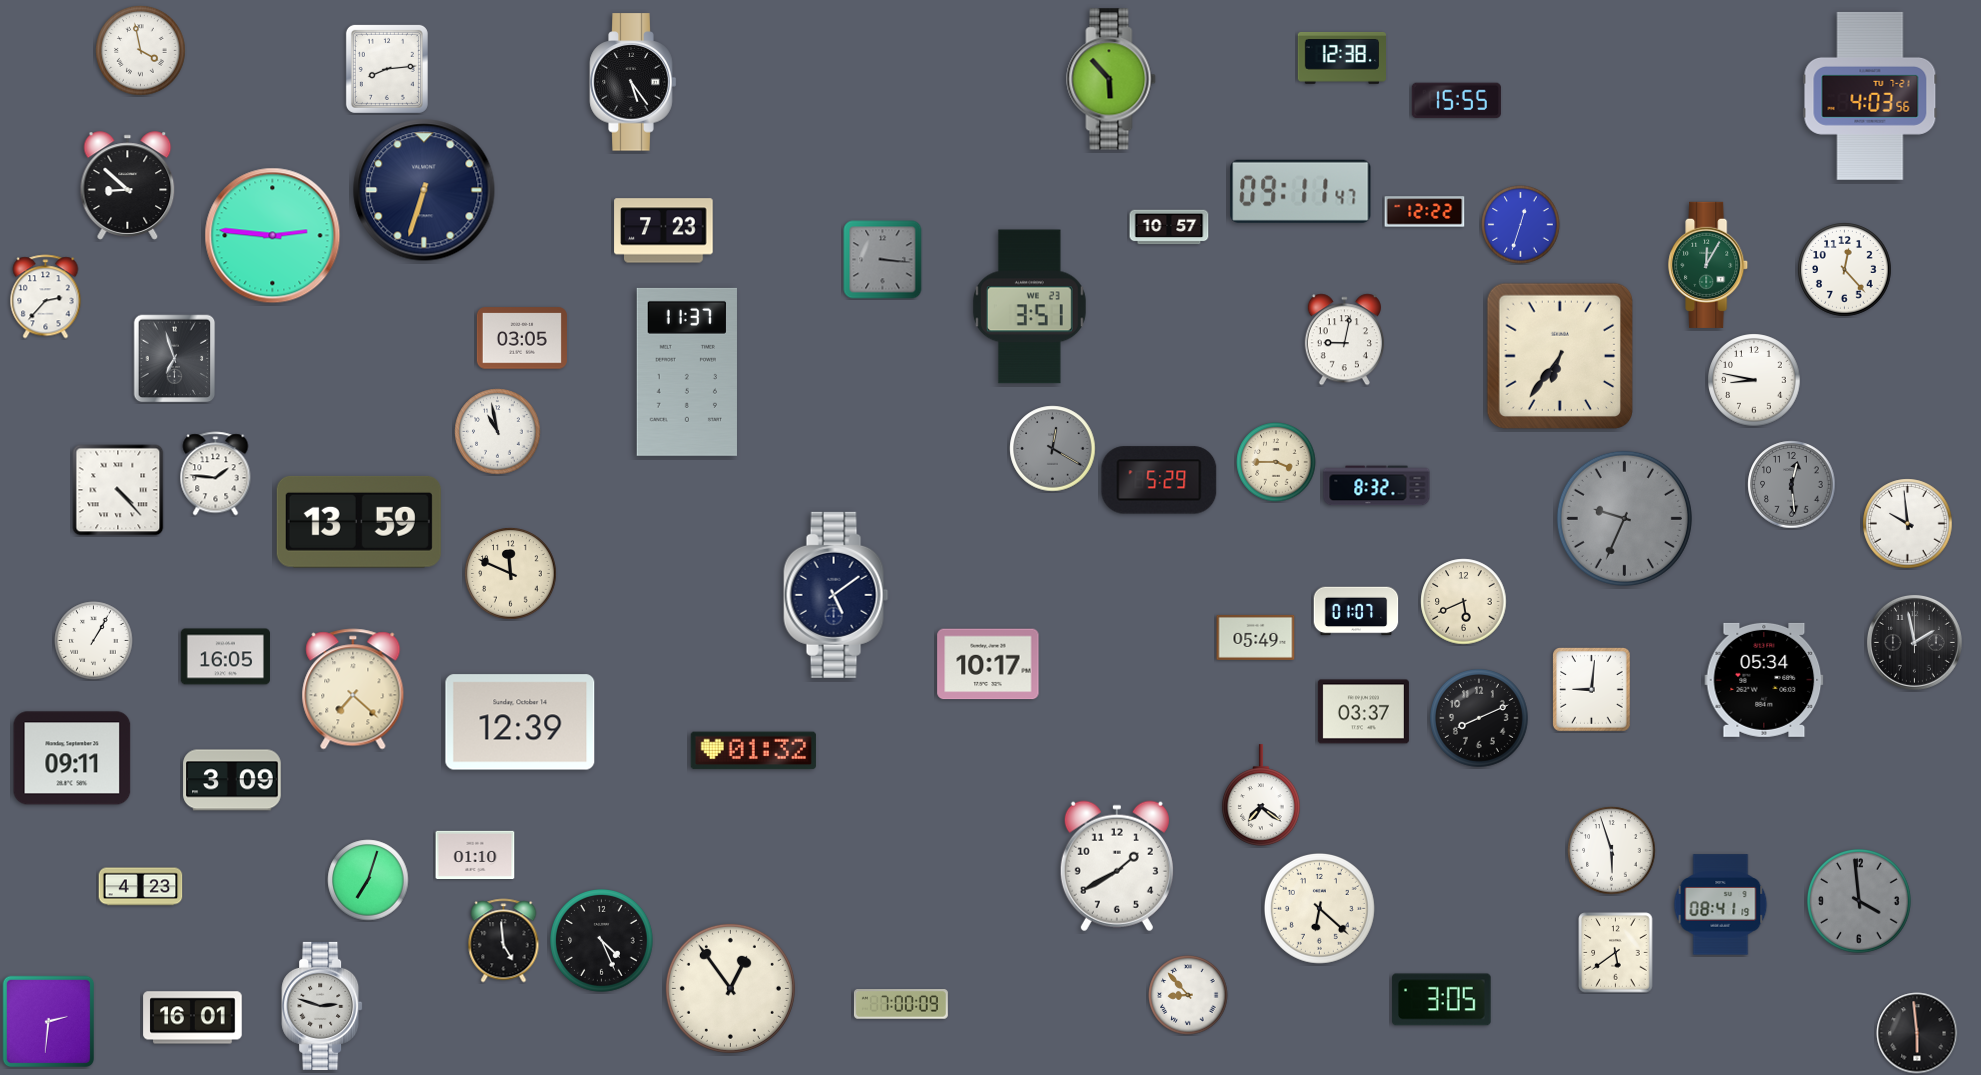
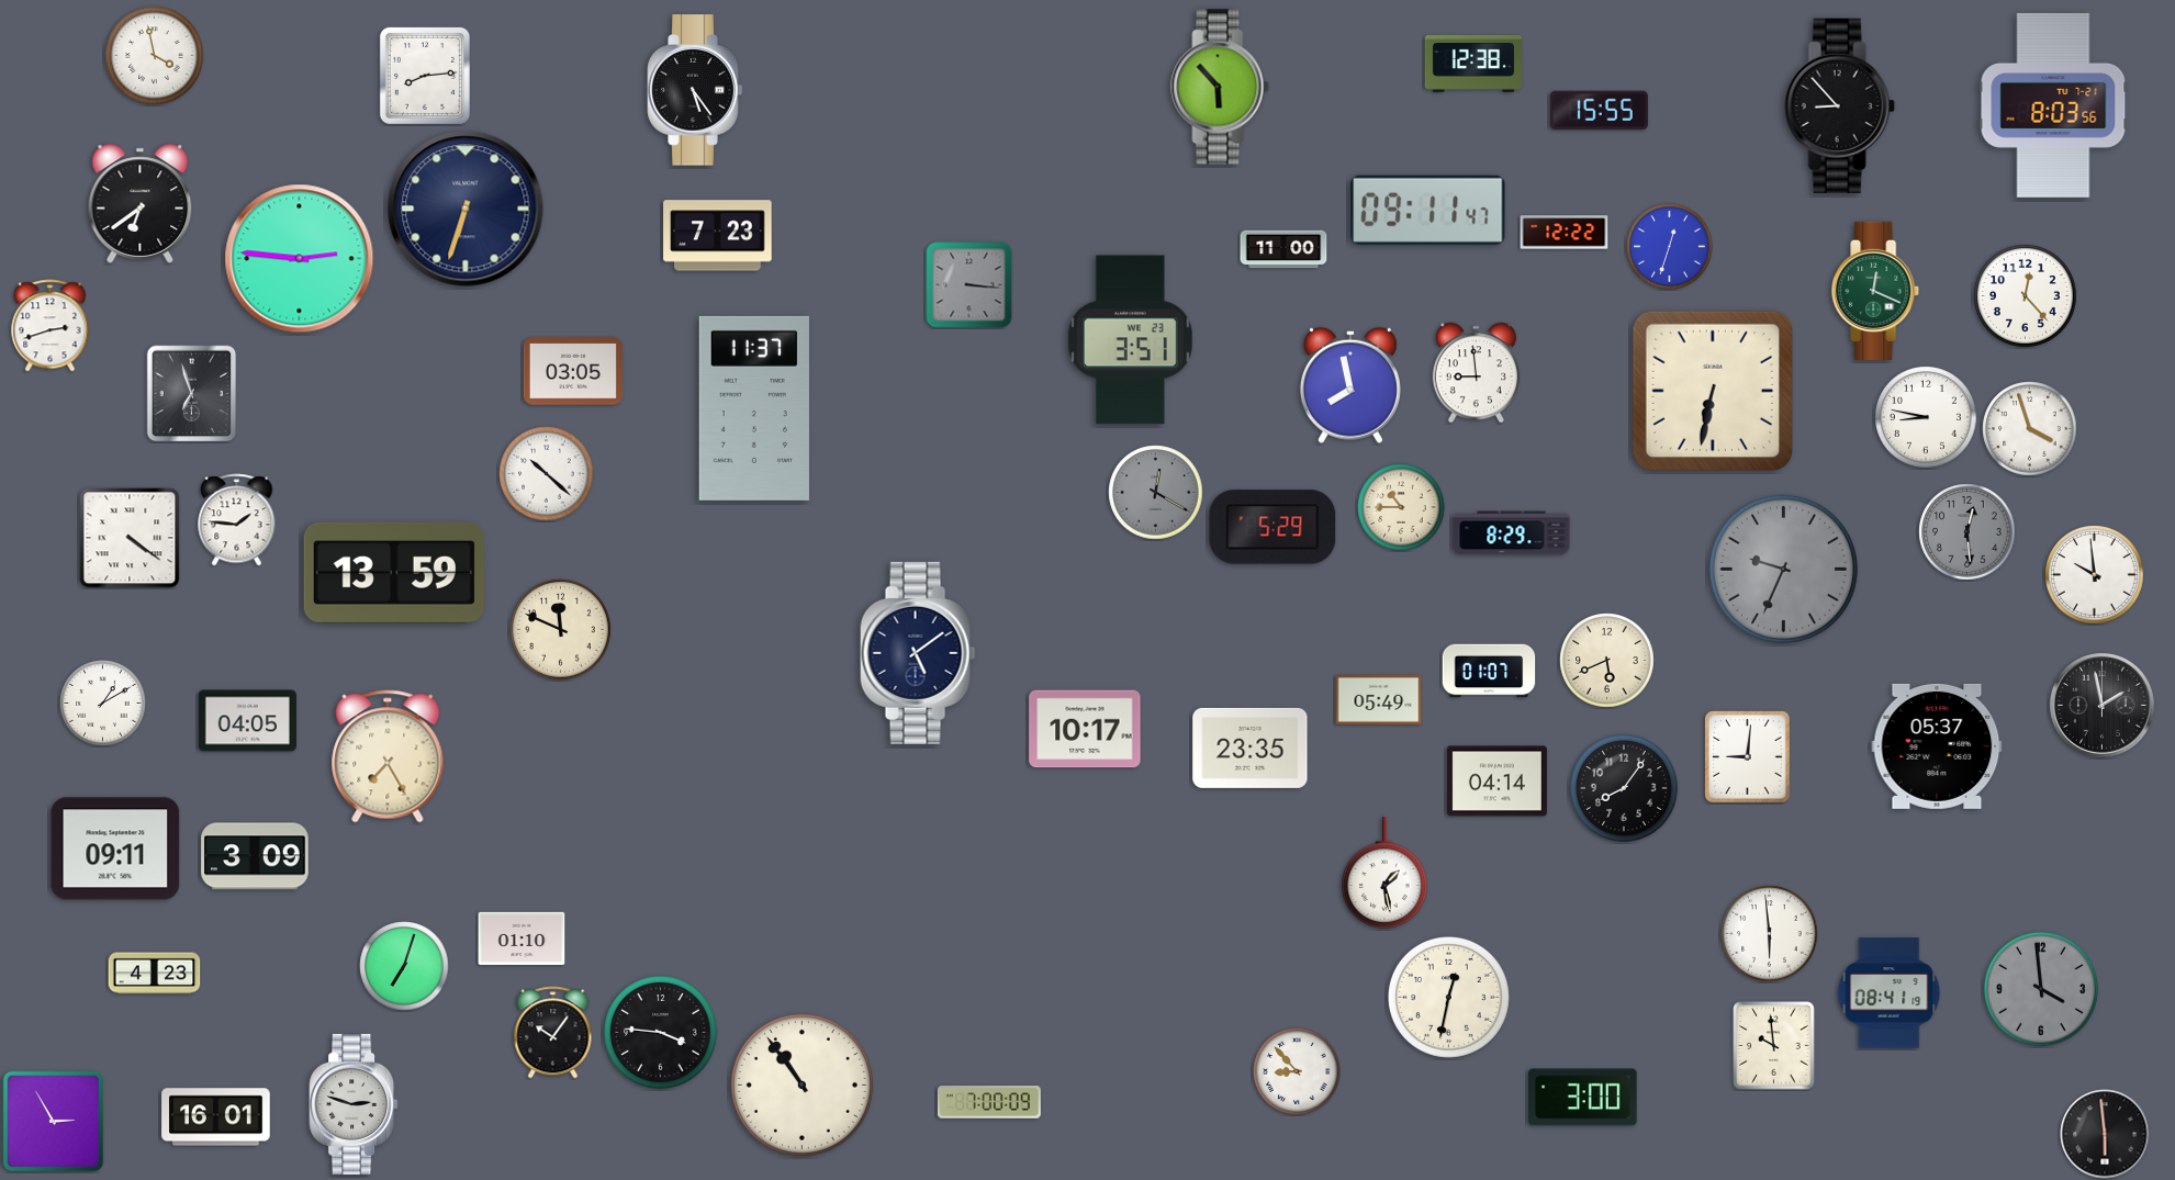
clock at (1839, 105): none -> 8:53
clock at (1870, 96): 4:03 -> 8:03
clock at (128, 186): 8:52 -> 6:39
clock at (1169, 227): 10:57 -> 11:00
clock at (664, 231) position: (664, 231) -> (718, 236)
clock at (1709, 265): 12:05 -> 12:19
clock at (46, 297): 2:37 -> 2:42
clock at (1029, 307) position: (1029, 307) -> (1130, 340)
clock at (1344, 340): 9:02 -> 8:59
clock at (1350, 385): none -> 7:58
clock at (1559, 355): 6:36 -> 6:32
clock at (2030, 429): none -> 3:57
clock at (498, 432): 10:58 -> 10:22
clock at (1276, 462): 3:45 -> 10:45
clock at (1377, 486): 8:32 -> 8:29
clock at (118, 490): 4:23 -> 4:21
clock at (94, 641): 1:05 -> 1:10
clock at (225, 657): 16:05 -> 04:05
clock at (1764, 680): 05:34 -> 05:37
clock at (1251, 748): none -> 23:35
clock at (353, 689): 7:22 -> 7:25
clock at (1363, 712): 03:37 -> 04:14
clock at (1480, 719): 8:11 -> 8:06
clock at (520, 722): 12:39 -> none
clock at (753, 751): 01:32 -> none
clock at (72, 758) position: (72, 758) -> (115, 849)
clock at (1261, 795): 7:21 -> 1:28
clock at (1612, 851): 5:57 -> 5:59
clock at (1117, 866): 1:40 -> none
clock at (1319, 908): 6:22 -> 12:32
clock at (504, 941): 4:59 -> 10:06
clock at (602, 941): 4:26 -> 3:46
clock at (1616, 953): 5:39 -> 9:59
clock at (730, 988): 12:54 -> 10:54
clock at (1188, 995) position: (1188, 995) -> (1297, 1071)
clock at (1442, 1000): 3:05 -> 3:00
clock at (193, 1018) position: (193, 1018) -> (216, 1117)
clock at (49, 1022): 2:31 -> 2:55
